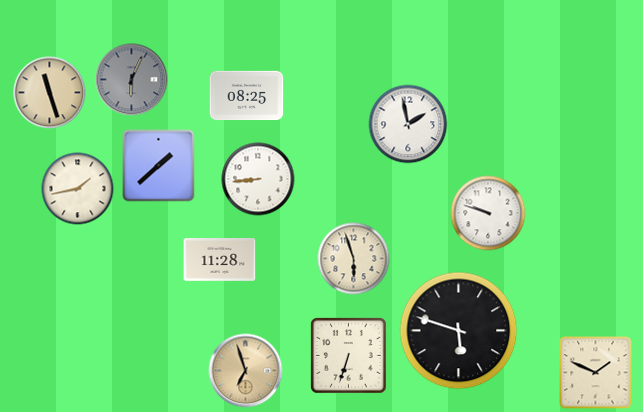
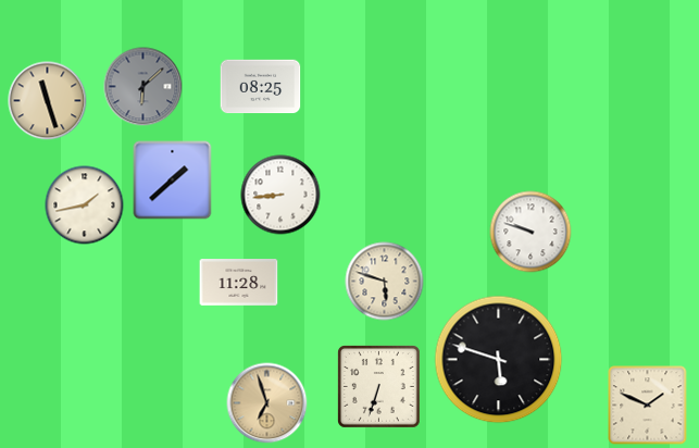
clock at (132, 80): 6:04 -> 6:08
clock at (50, 93) position: (50, 93) -> (48, 101)
clock at (247, 96) position: (247, 96) -> (261, 87)
clock at (408, 124): 1:58 -> none
clock at (354, 259): 5:57 -> 5:48
